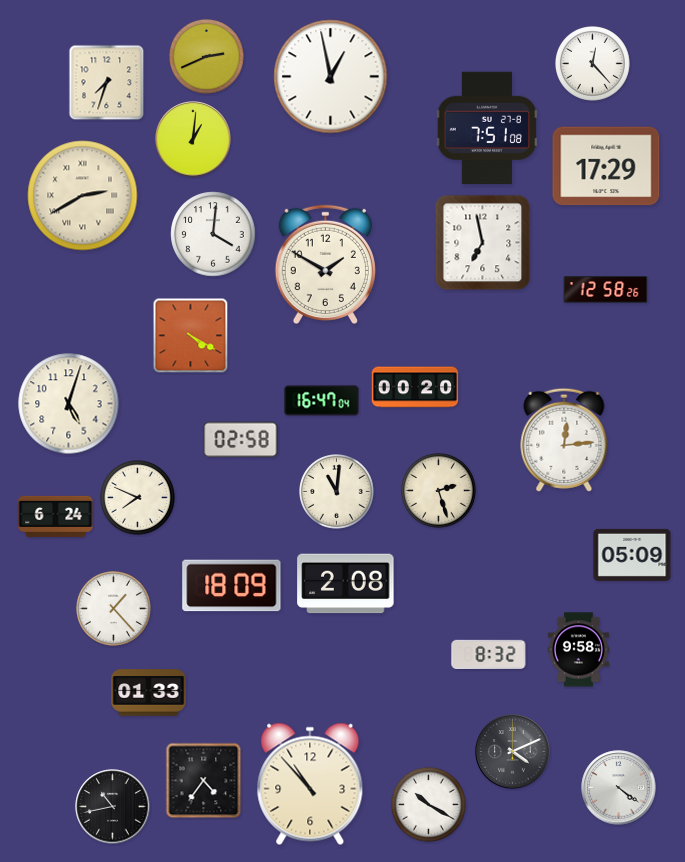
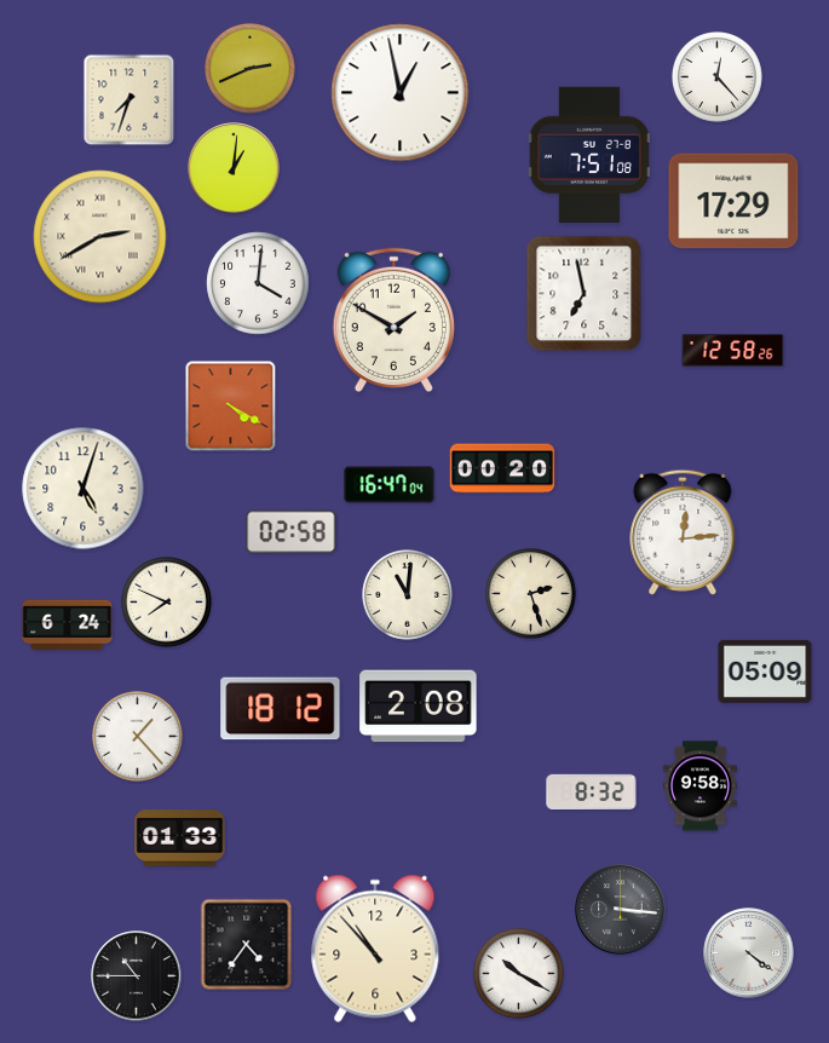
clock at (232, 586): 18:09 -> 18:12
clock at (513, 752): 4:11 -> 3:16
clock at (113, 807): 10:43 -> 10:45
